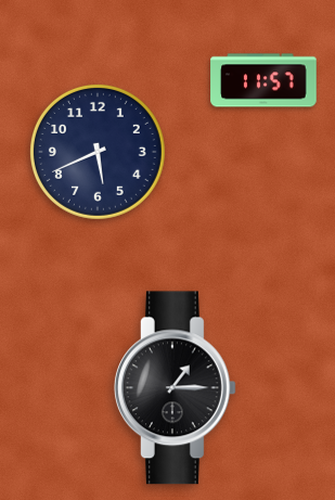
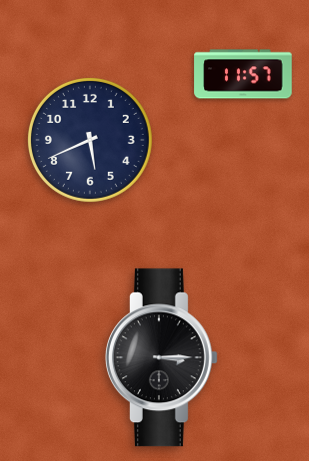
clock at (175, 388): 1:15 -> 3:15
